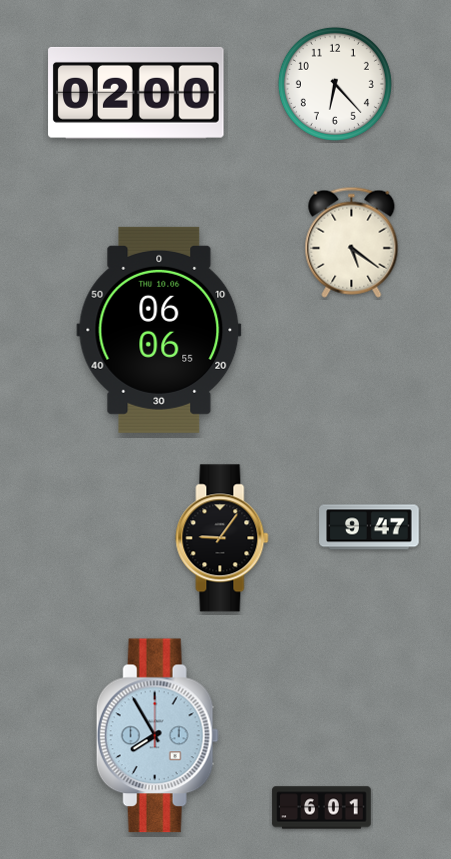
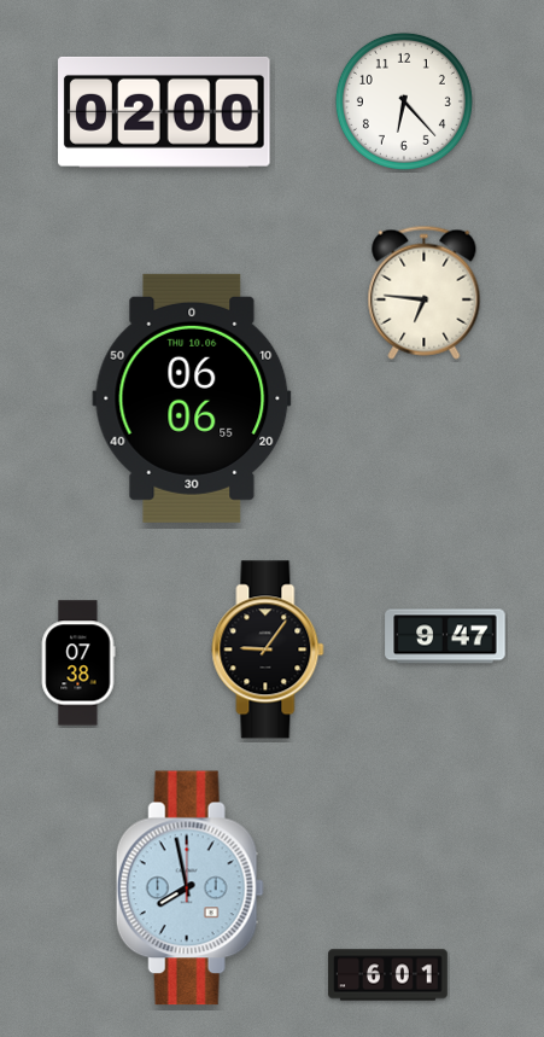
clock at (352, 242): 5:21 -> 6:46
clock at (78, 663): none -> 07:38
clock at (157, 736): 7:55 -> 7:58
